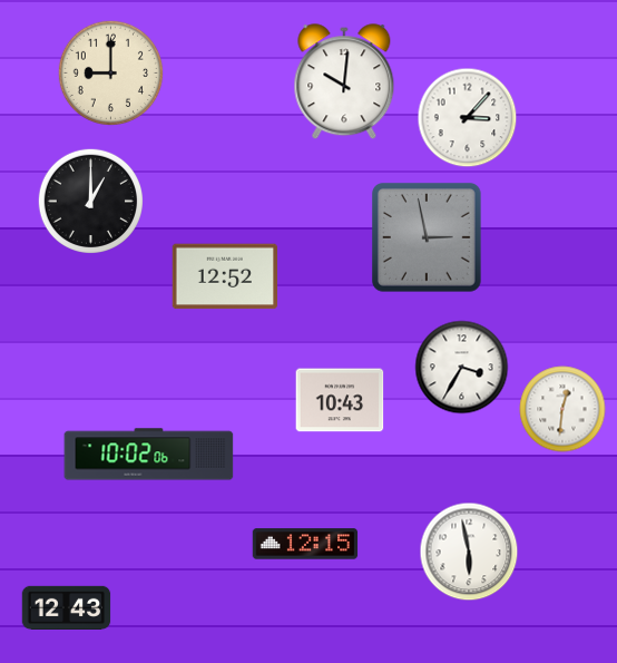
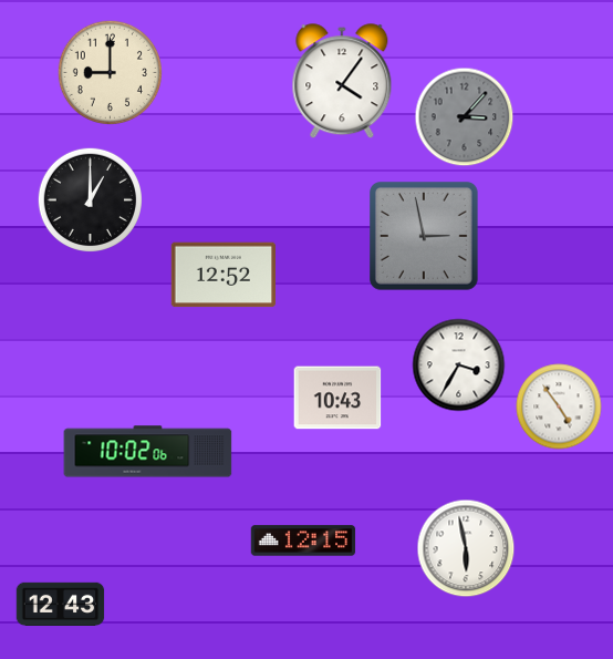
clock at (344, 82): 10:01 -> 4:06
clock at (468, 118) dial: white -> grey
clock at (562, 409): 12:31 -> 4:54
clock at (67, 607) position: (67, 607) -> (61, 604)
